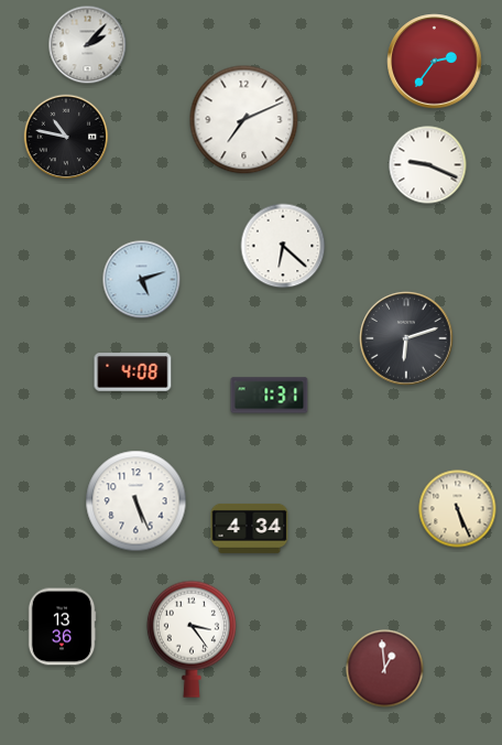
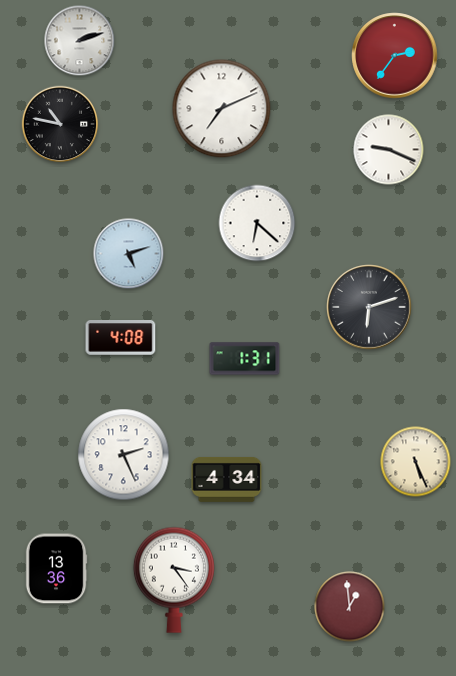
clock at (88, 45): 2:07 -> 2:12
clock at (137, 501): 5:26 -> 2:26
